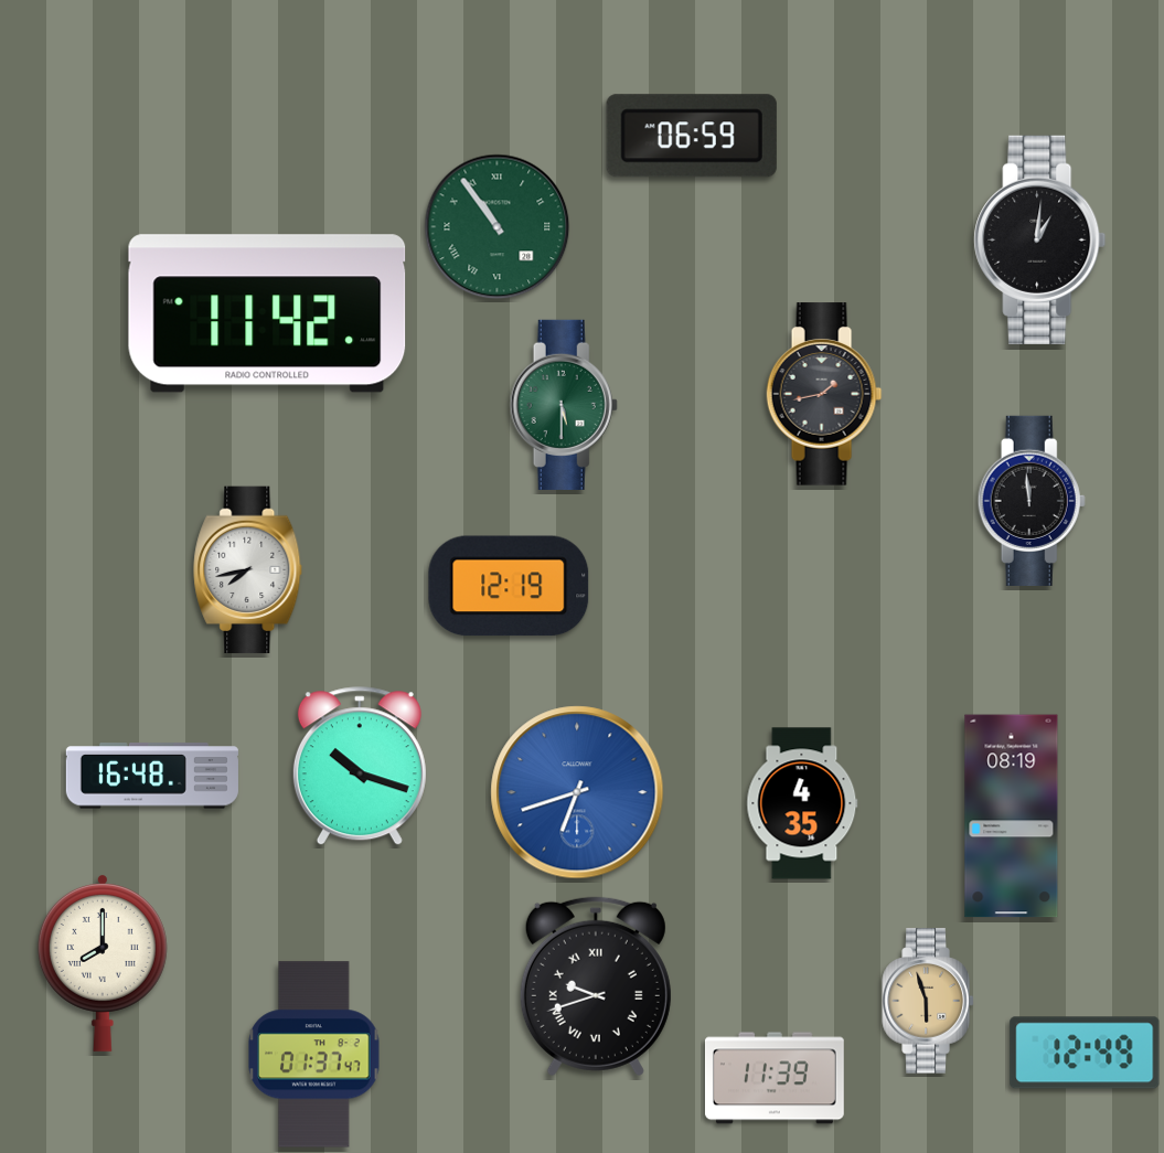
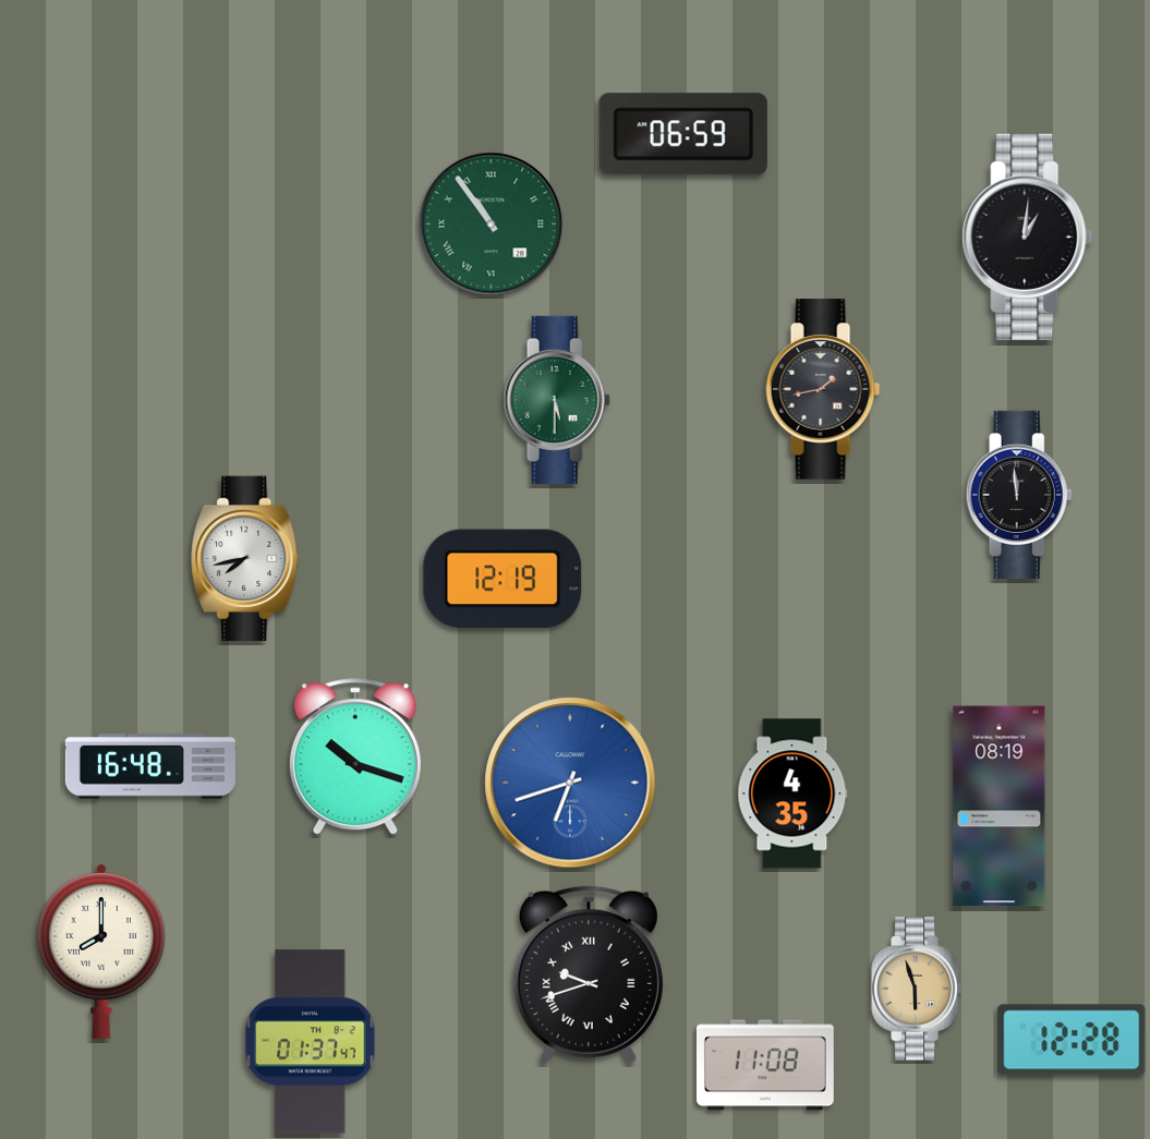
clock at (267, 313): 11:42 -> none
clock at (824, 394) position: (824, 394) -> (823, 389)
clock at (248, 570) position: (248, 570) -> (245, 559)
clock at (1085, 1053): 12:49 -> 12:28
clock at (775, 1078): 11:39 -> 11:08
